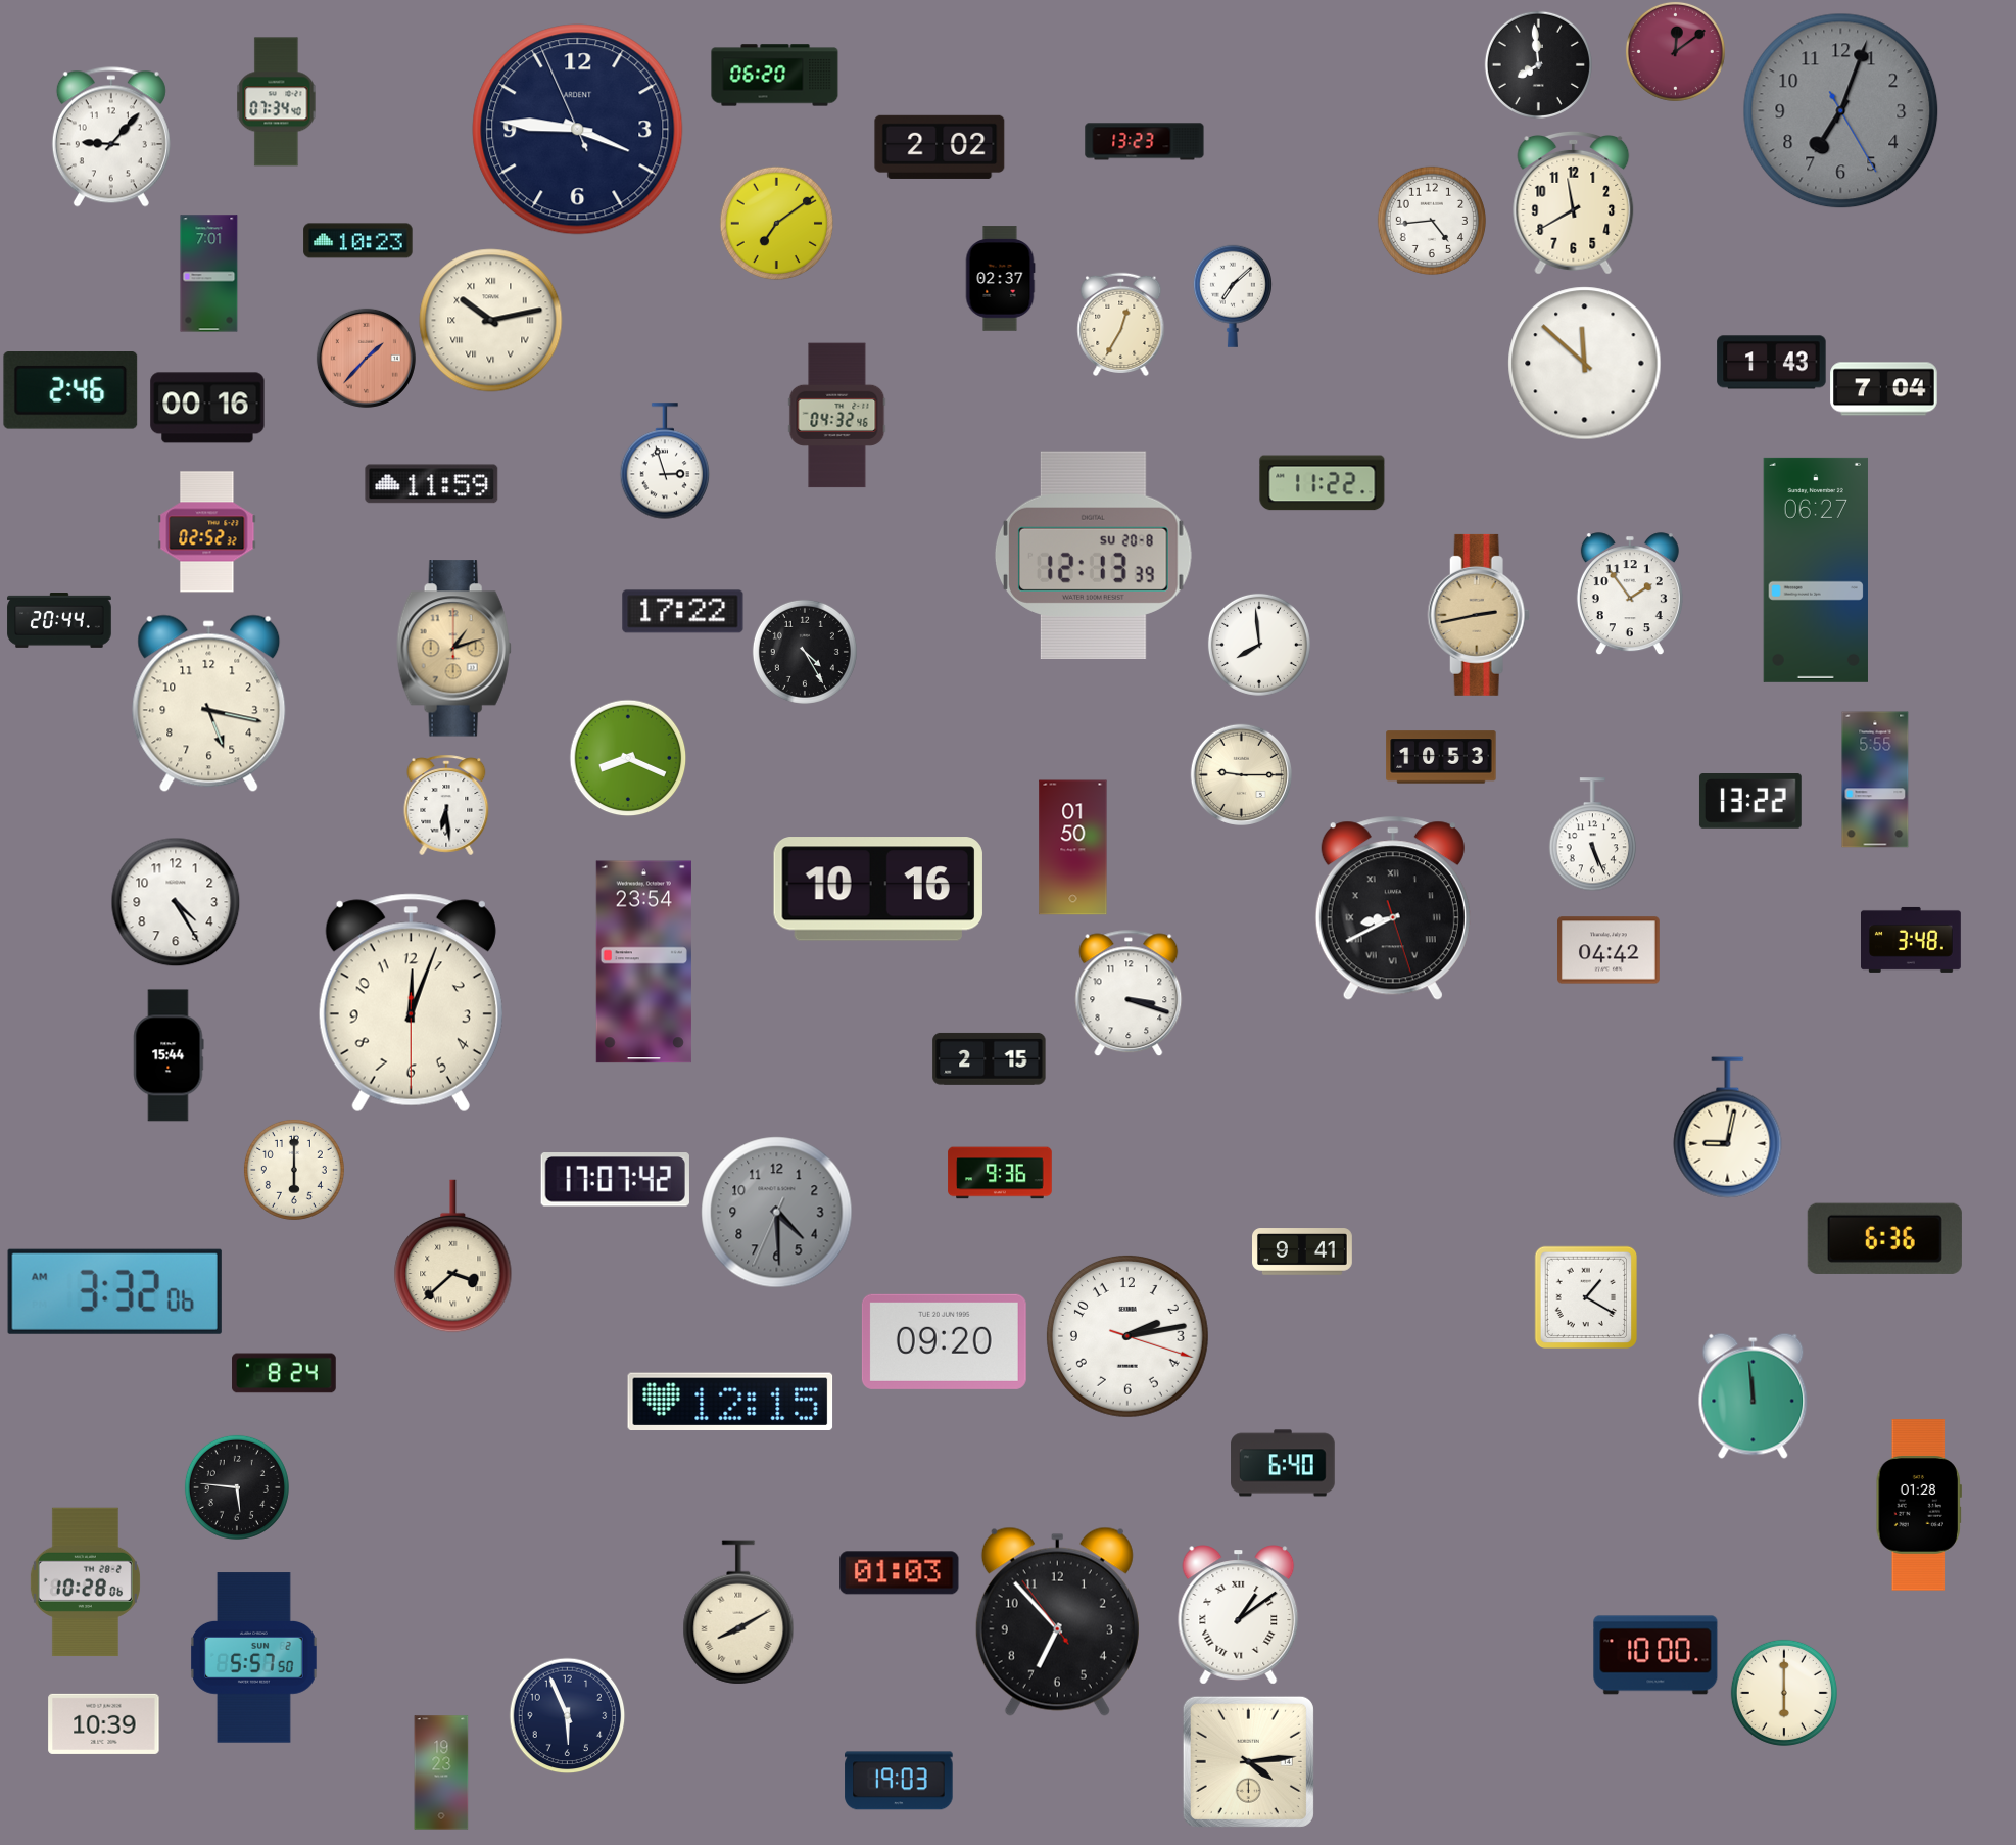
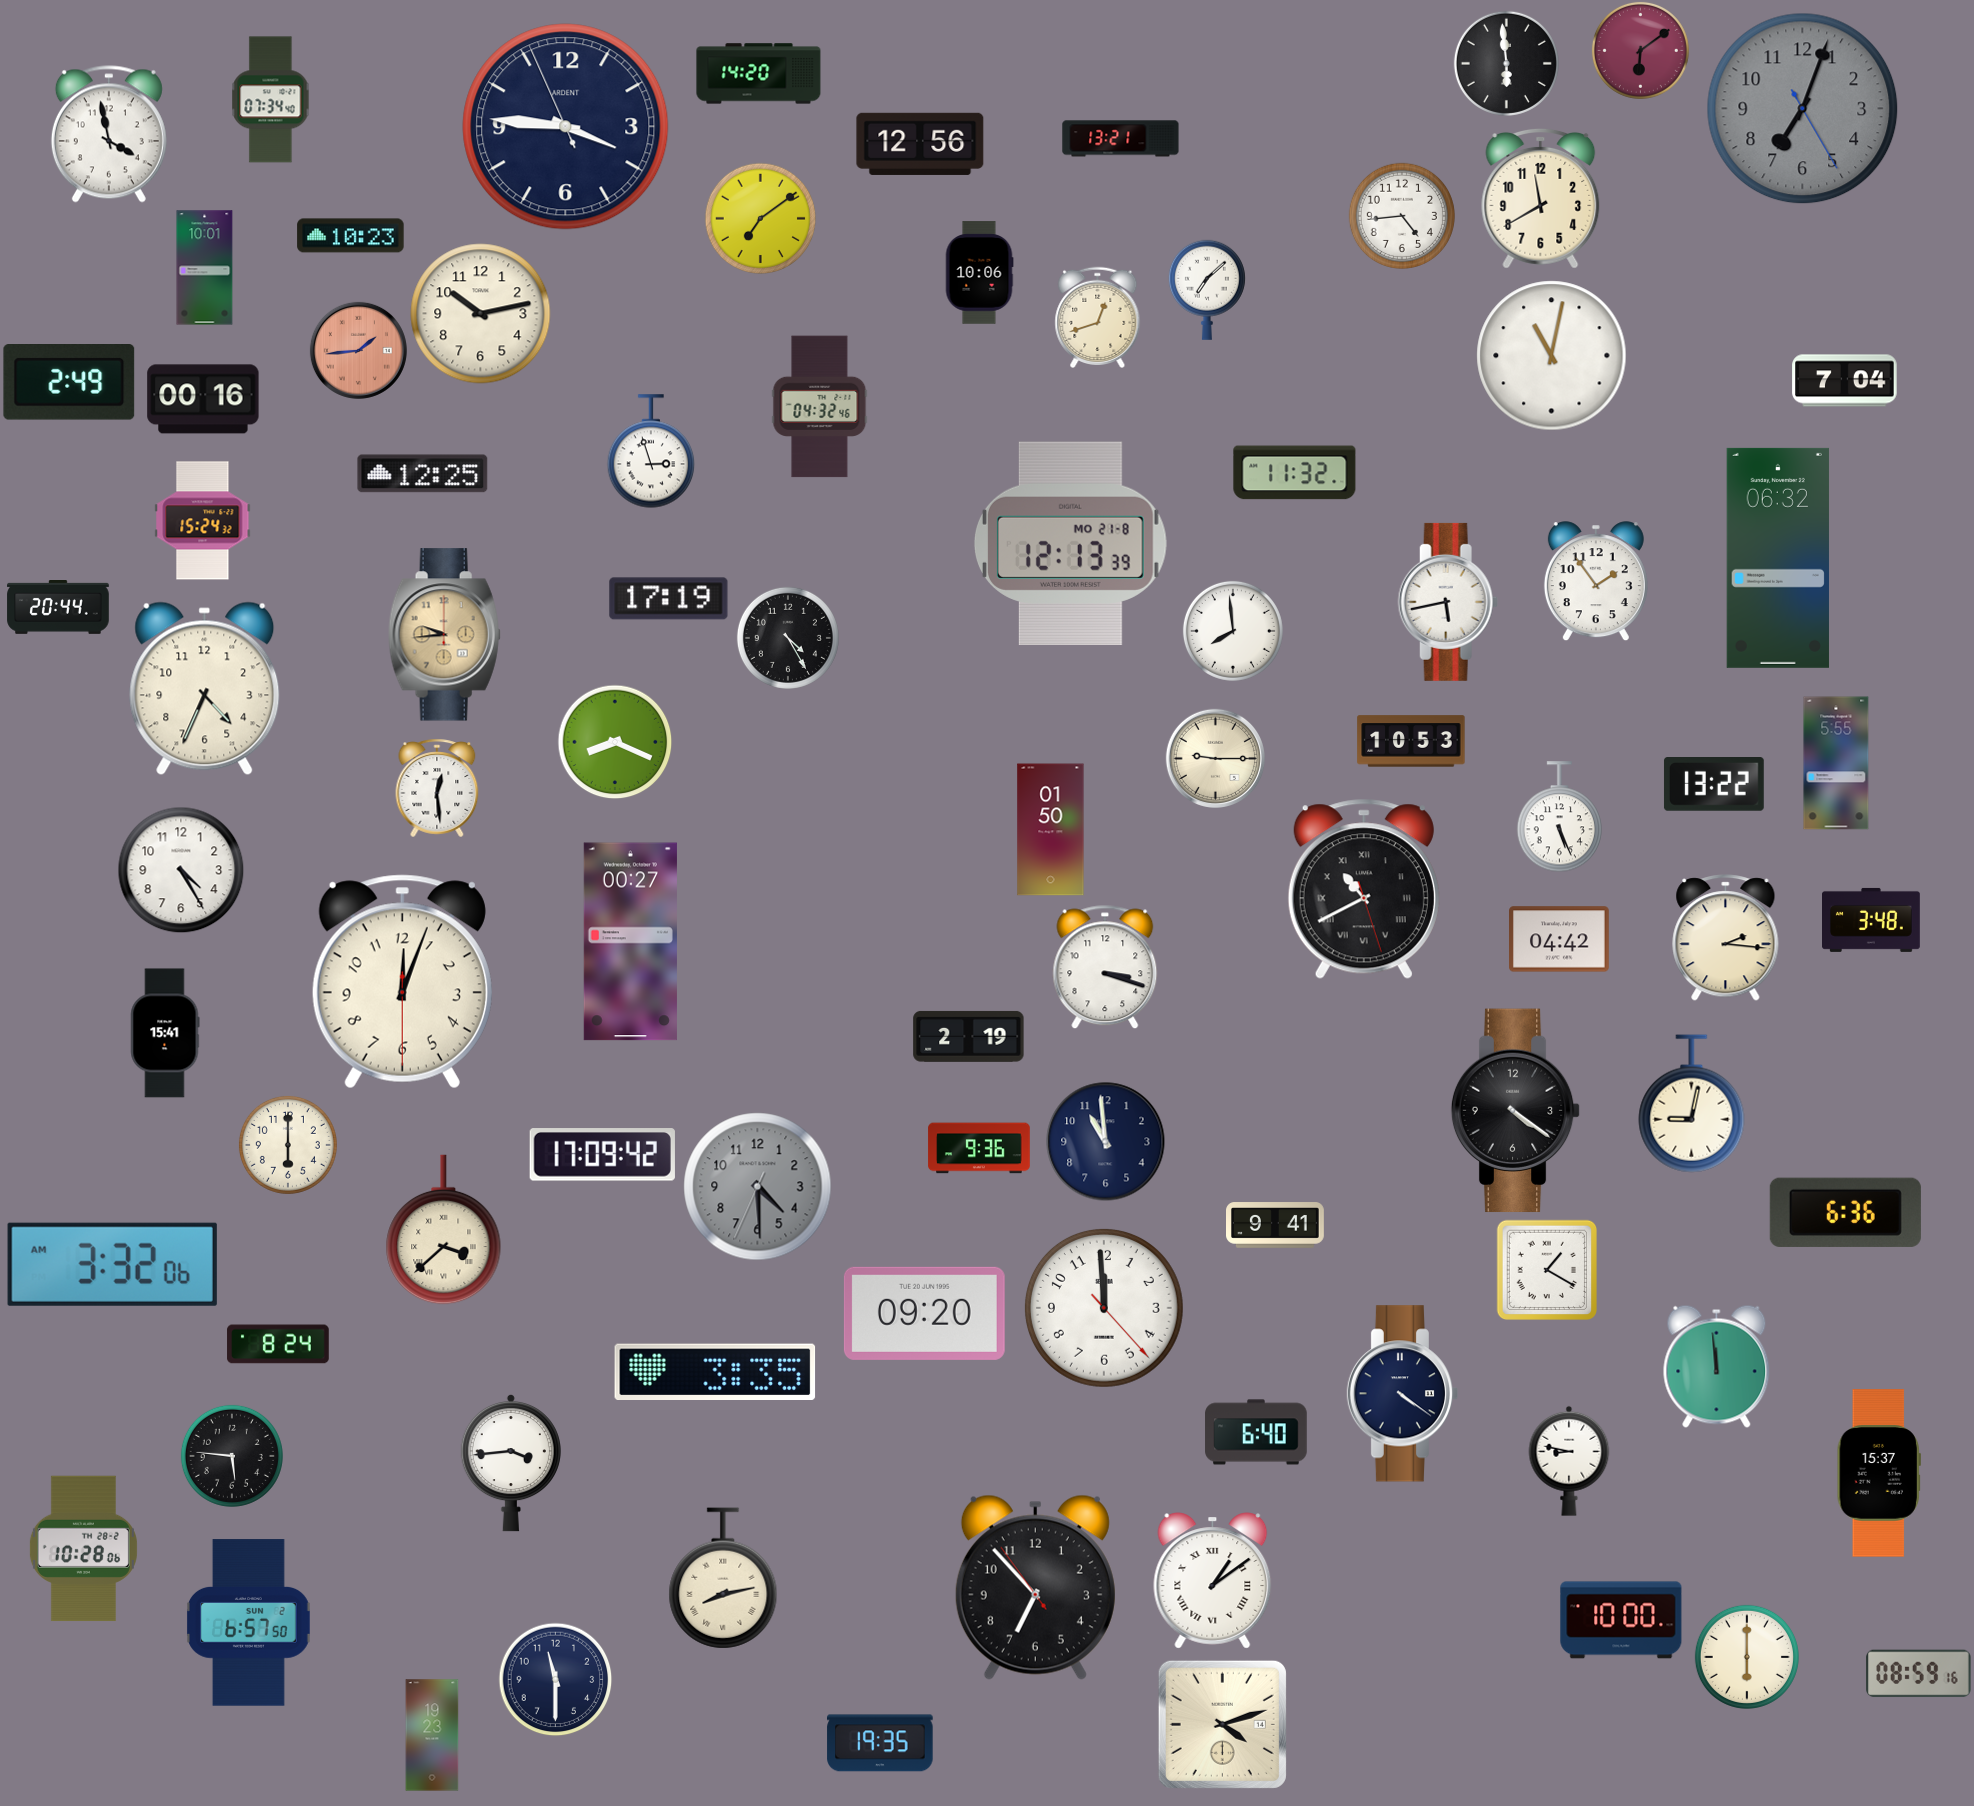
clock at (1675, 51): 12:09 -> 6:09
clock at (1538, 64): 7:59 -> 5:59
clock at (775, 76): 06:20 -> 14:20
clock at (111, 137): 9:07 -> 3:58
clock at (1145, 142): 13:23 -> 13:21
clock at (940, 147): 2:02 -> 12:56
clock at (209, 274): 7:01 -> 10:01
clock at (1000, 279): 02:37 -> 10:06
clock at (491, 321) numerals: Roman -> Arabic
clock at (1121, 324): 12:35 -> 12:42
clock at (366, 358): 1:37 -> 1:44
clock at (1772, 363): 1:43 -> none
clock at (1585, 364): 11:52 -> 11:02
clock at (70, 391): 2:46 -> 2:49
clock at (1323, 483): 11:22 -> 11:32
clock at (432, 484): 11:59 -> 12:25
clock at (207, 532): 02:52 -> 15:24
clock at (1093, 555) date: SU 20-8 -> MO 21-8
clock at (1816, 570): 06:27 -> 06:32
clock at (683, 612): 17:22 -> 17:19
clock at (1479, 615): 2:43 -> 5:43
clock at (1479, 615) dial: champagne -> white
clock at (453, 649): 1:12 -> 9:44
clock at (209, 704): 5:17 -> 4:34
clock at (446, 805): 6:29 -> 12:29
clock at (878, 889): 10:16 -> none
clock at (176, 902) position: (176, 902) -> (181, 870)
clock at (1393, 908): 8:40 -> 10:40
clock at (1610, 950) position: (1610, 950) -> (1560, 939)
clock at (1726, 938): none -> 2:16
clock at (643, 962): 23:54 -> 00:27
clock at (1129, 993) position: (1129, 993) -> (1105, 967)
clock at (169, 1055): 15:44 -> 15:41
clock at (990, 1058): 2:15 -> 2:19
clock at (1516, 1111): none -> 4:21
clock at (1106, 1142): none -> 10:59
clock at (615, 1180): 17:07 -> 17:09
clock at (777, 1213) position: (777, 1213) -> (758, 1187)
clock at (1585, 1296) position: (1585, 1296) -> (1546, 1269)
clock at (1127, 1336): 2:13 -> 11:59
clock at (730, 1401): 12:15 -> 3:35
clock at (1403, 1394): none -> 4:21
clock at (1569, 1461): none -> 8:47
clock at (511, 1463): none -> 3:44
clock at (1919, 1505): 01:28 -> 15:37
clock at (900, 1573): 01:03 -> none
clock at (738, 1612): 8:10 -> 8:13
clock at (254, 1658): 5:57 -> 6:57
clock at (1919, 1674): none -> 08:59
clock at (567, 1715): 5:56 -> 11:30
clock at (104, 1723): 10:39 -> none
clock at (1248, 1761): 4:14 -> 4:12
clock at (899, 1781): 19:03 -> 19:35
